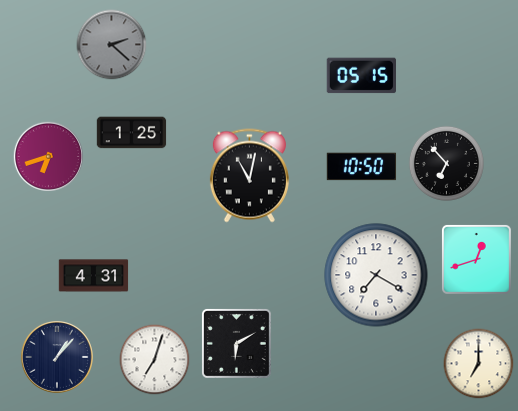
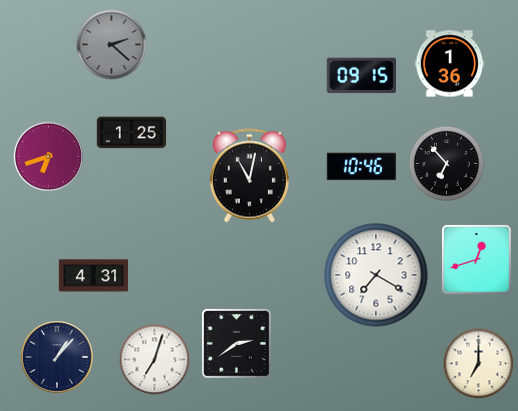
clock at (450, 64): none -> 1:36
clock at (361, 76): 05:15 -> 09:15
clock at (362, 167): 10:50 -> 10:46
clock at (237, 344): 6:10 -> 2:39
